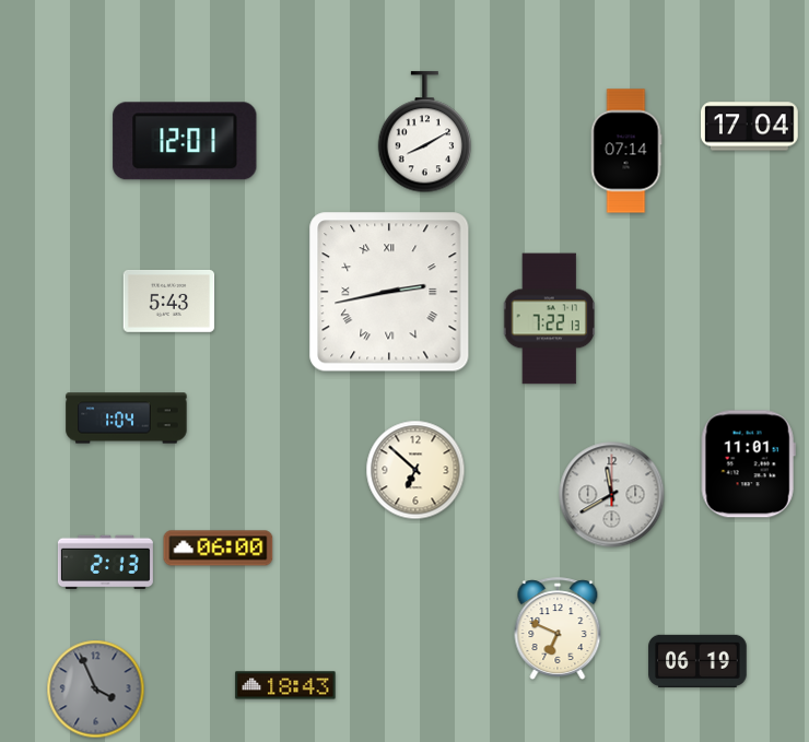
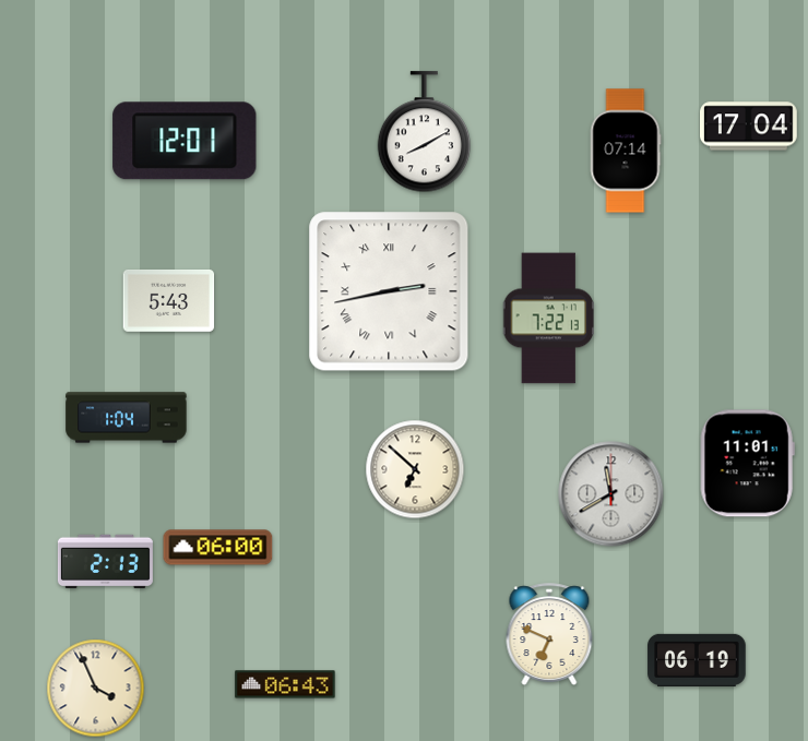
clock at (558, 628) position: (558, 628) -> (549, 634)
clock at (285, 685): 18:43 -> 06:43
clock at (96, 690) dial: grey -> cream
